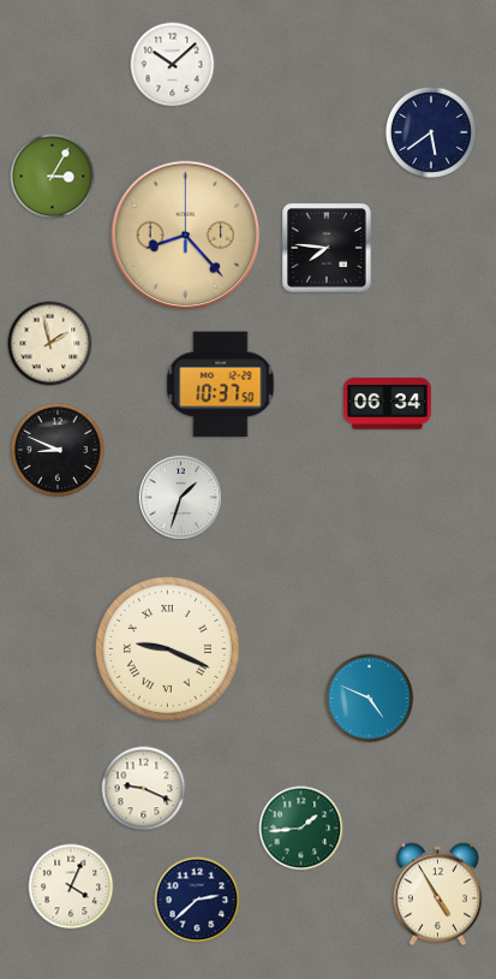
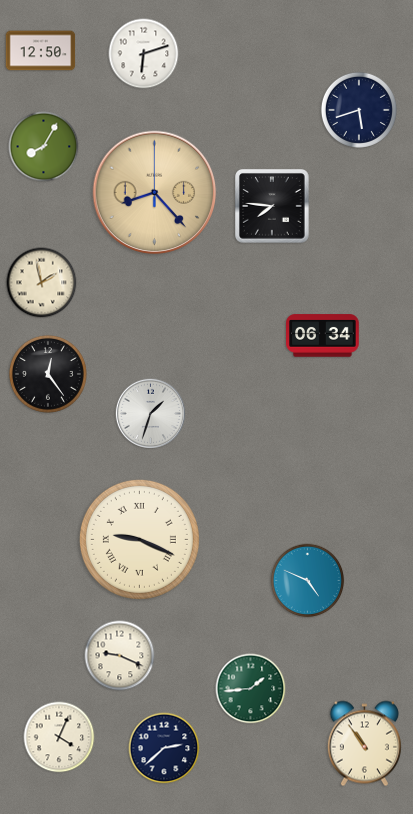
clock at (41, 51): none -> 12:50
clock at (173, 65): 10:08 -> 6:12
clock at (431, 132): 5:39 -> 5:42
clock at (53, 177): 3:05 -> 8:05
clock at (186, 236) position: (186, 236) -> (155, 193)
clock at (50, 344) position: (50, 344) -> (42, 283)
clock at (221, 385): 10:37 -> none
clock at (58, 450): 8:49 -> 12:24
clock at (437, 895): 4:55 -> 10:54
